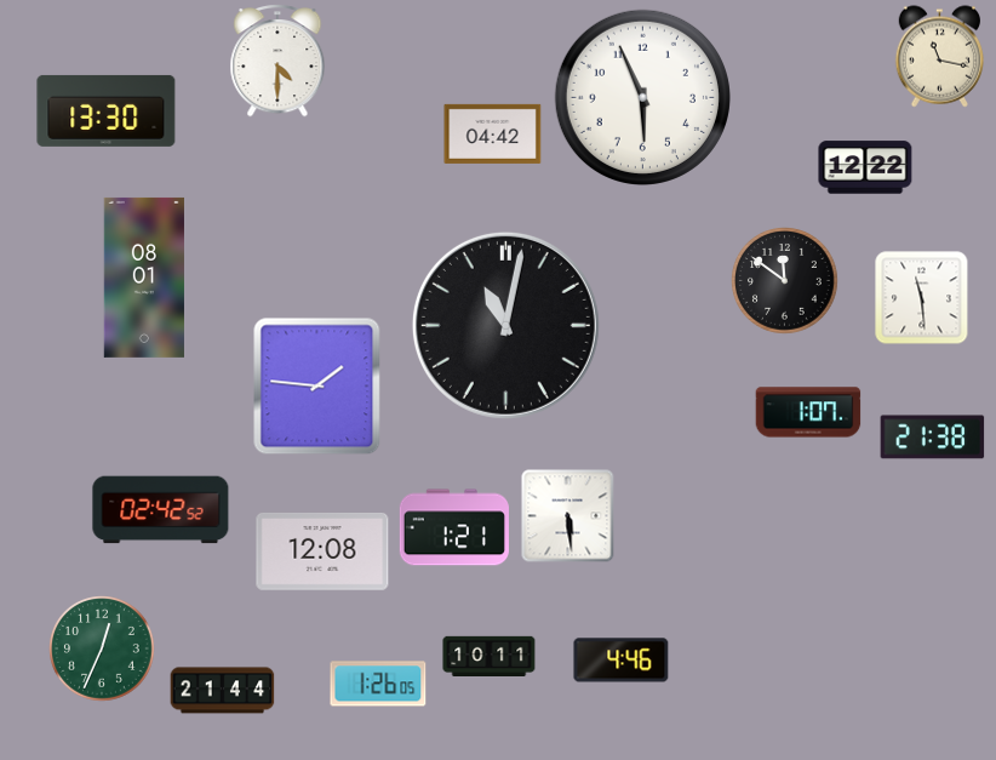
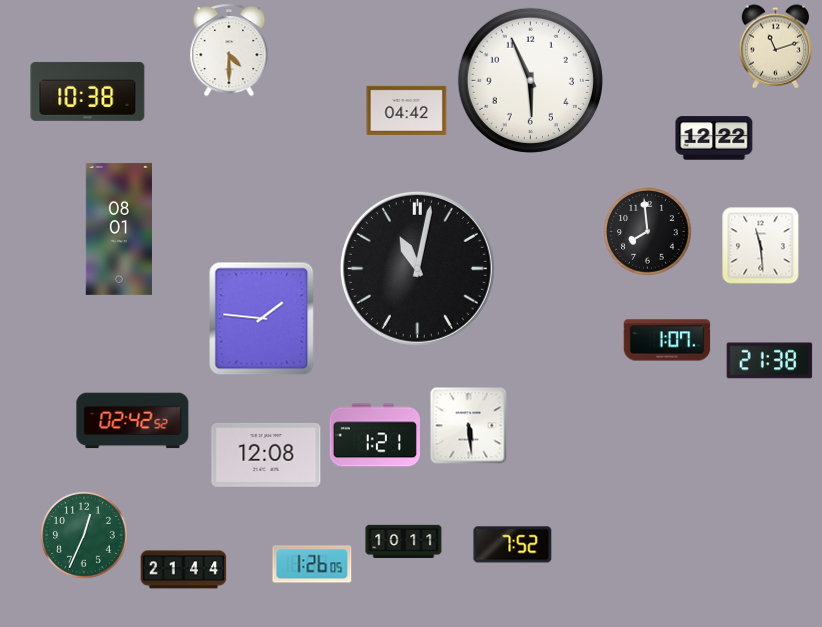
clock at (940, 57): 11:17 -> 11:12
clock at (107, 110): 13:30 -> 10:38
clock at (785, 281): 11:51 -> 7:59
clock at (622, 661): 4:46 -> 7:52
